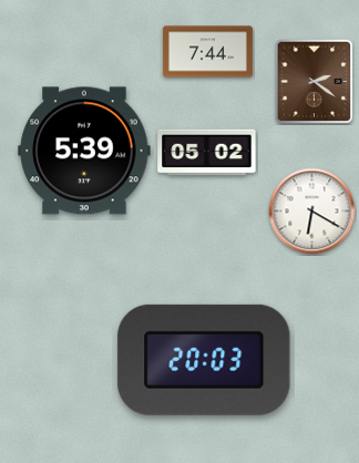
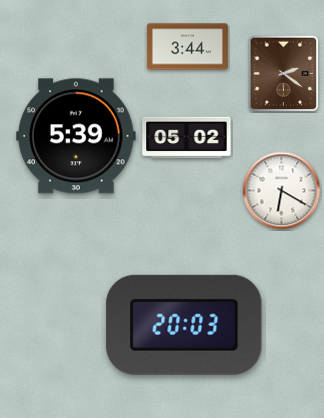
clock at (207, 52): 7:44 -> 3:44
